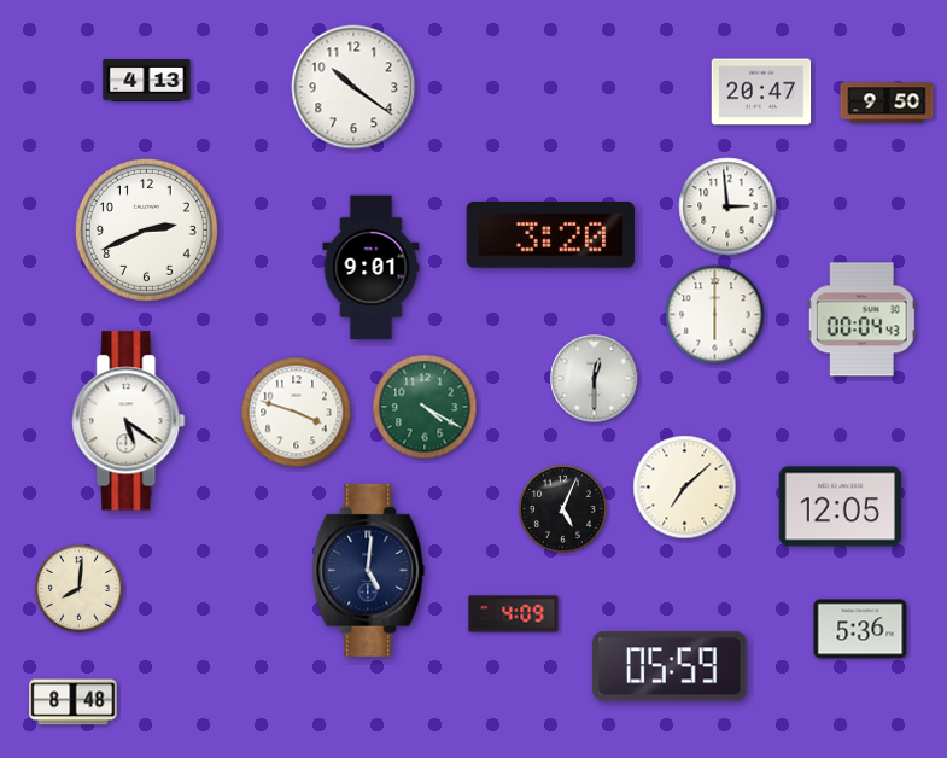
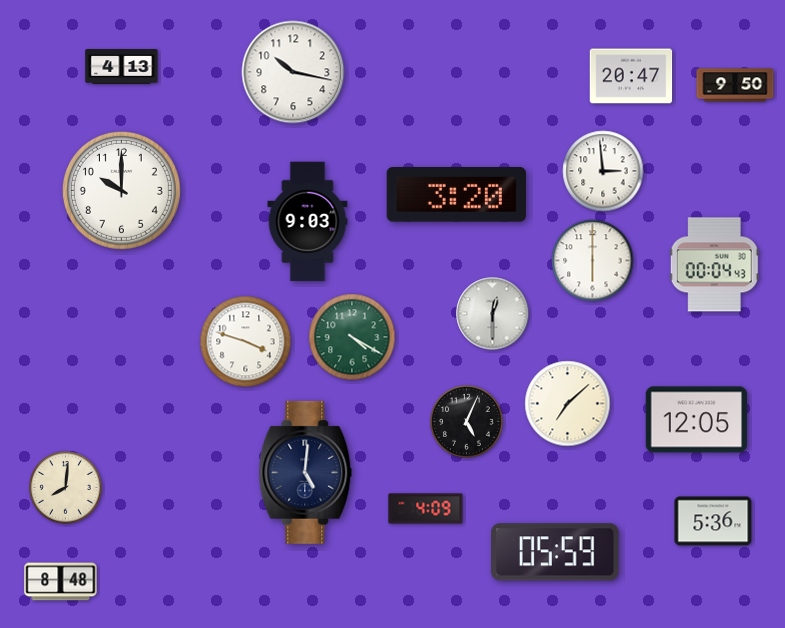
clock at (353, 87): 10:21 -> 10:17
clock at (146, 229): 2:41 -> 10:00
clock at (372, 268): 9:01 -> 9:03
clock at (129, 421): 5:21 -> none
